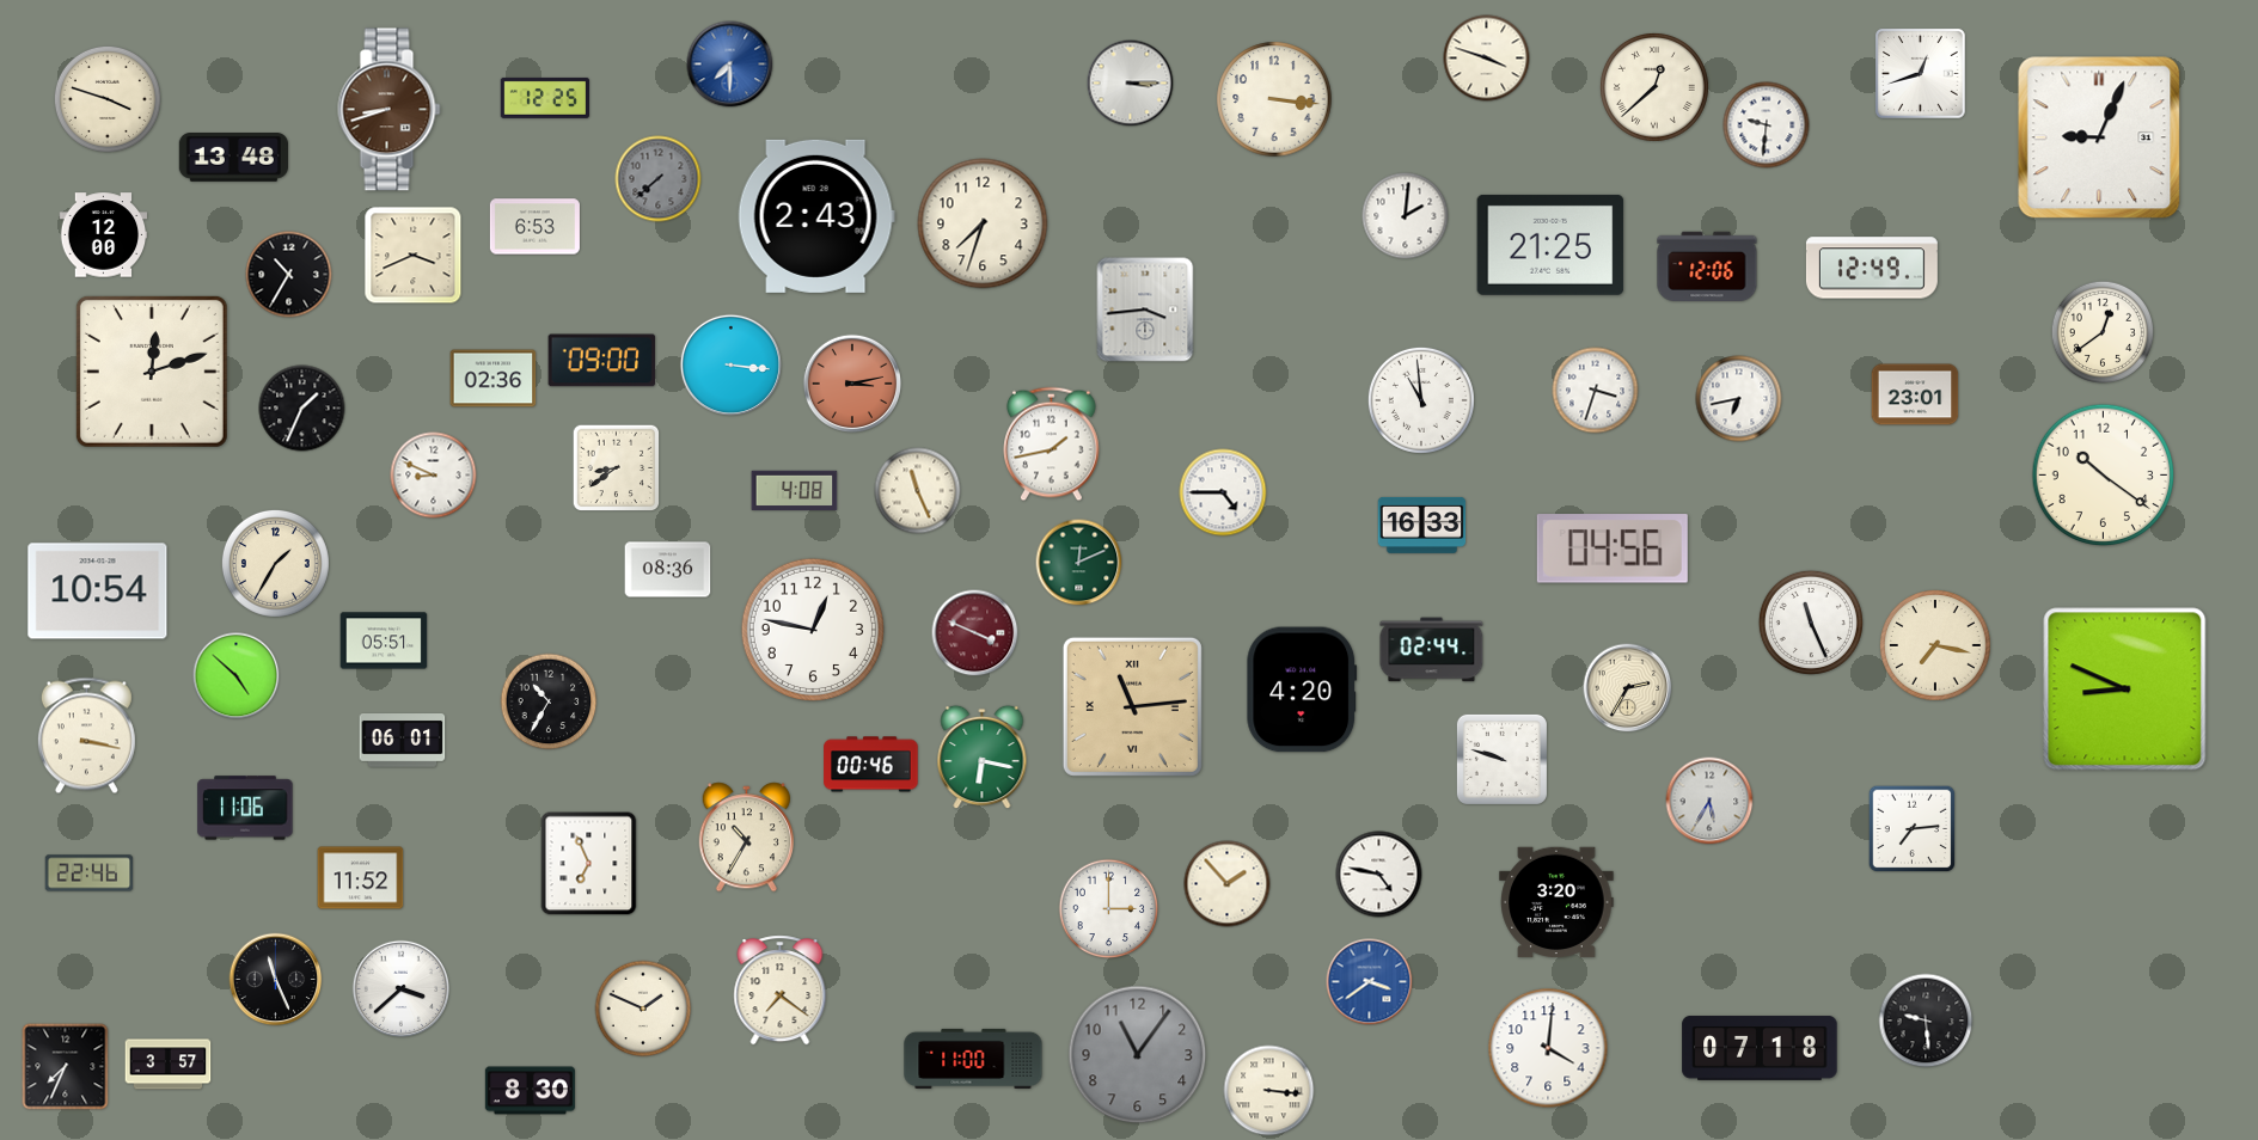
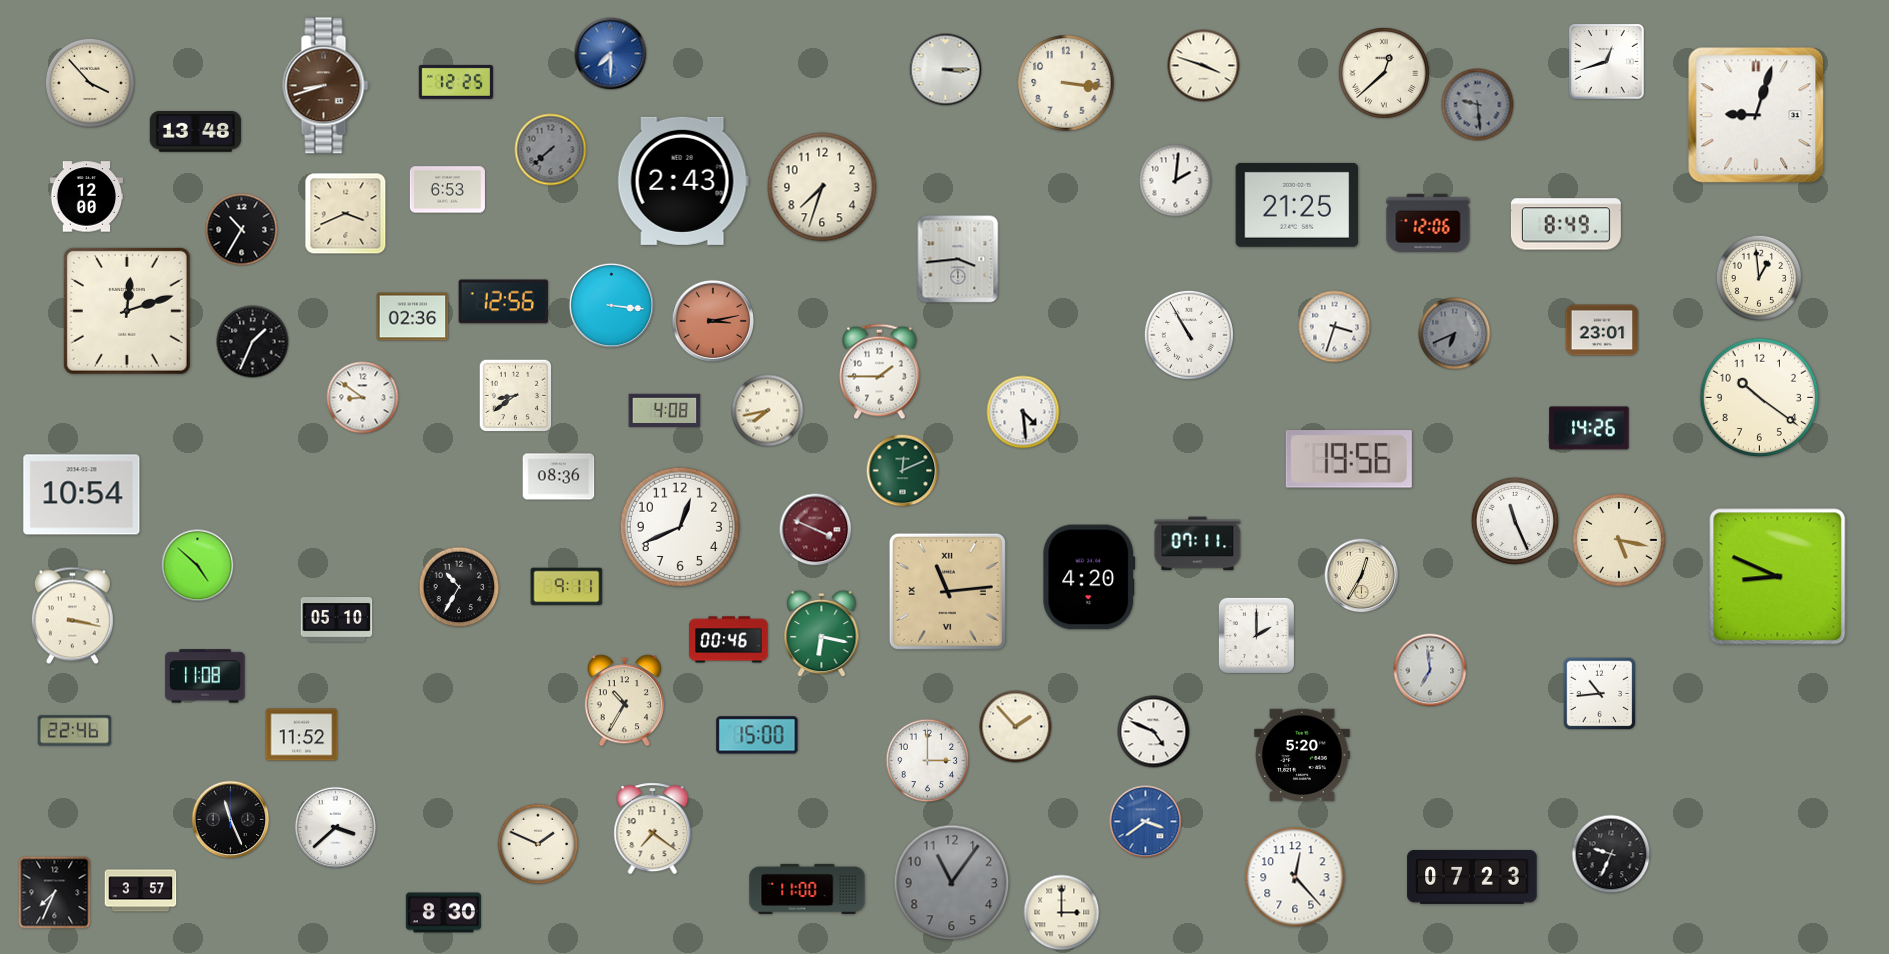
clock at (1487, 59) position: (1487, 59) -> (1204, 66)
clock at (108, 99): 3:48 -> 3:53
clock at (390, 110) position: (390, 110) -> (326, 86)
clock at (1767, 125): 9:31 -> 9:29
clock at (1767, 125) dial: white -> grey
clock at (2099, 137): 9:04 -> 9:03
clock at (1872, 268): 12:49 -> 8:49
clock at (2101, 331): 12:39 -> 12:59
clock at (602, 361): 09:00 -> 12:56
clock at (1739, 399): 6:43 -> 6:41
clock at (1739, 399) dial: white -> grey
clock at (1421, 400): 10:59 -> 10:55
clock at (1052, 445): 1:43 -> 1:45
clock at (617, 468) position: (617, 468) -> (516, 396)
clock at (434, 476): 8:49 -> 8:51
clock at (918, 491): 11:26 -> 7:43
clock at (1223, 492): 4:45 -> 4:29
clock at (1589, 428): none -> 14:26
clock at (1422, 525): 16:33 -> none
clock at (1613, 548): 04:56 -> 19:56
clock at (275, 563): 1:35 -> none
clock at (812, 629): 12:47 -> 12:41
clock at (384, 641): 05:51 -> none
clock at (1936, 646): 7:17 -> 5:17
clock at (1432, 650): 02:44 -> 07:11
clock at (1628, 688): 2:35 -> 12:35
clock at (567, 587): none -> 9:11
clock at (403, 741): 06:01 -> 05:10
clock at (1501, 759): 9:48 -> 2:00
clock at (1709, 801): 5:35 -> 6:59
clock at (245, 808): 11:06 -> 11:08
clock at (1913, 829): 7:14 -> 10:44
clock at (589, 864): 6:56 -> none
clock at (1379, 875): 4:47 -> 4:49
clock at (757, 735): none -> 15:00
clock at (1228, 884) position: (1228, 884) -> (1016, 727)
clock at (1556, 902): 3:20 -> 5:20
clock at (1926, 1021): 9:29 -> 9:34
clock at (1548, 1048): 4:01 -> 12:23
clock at (1760, 1049): 07:18 -> 07:23
clock at (973, 1059) position: (973, 1059) -> (807, 889)
clock at (1269, 1091): 3:16 -> 3:00
